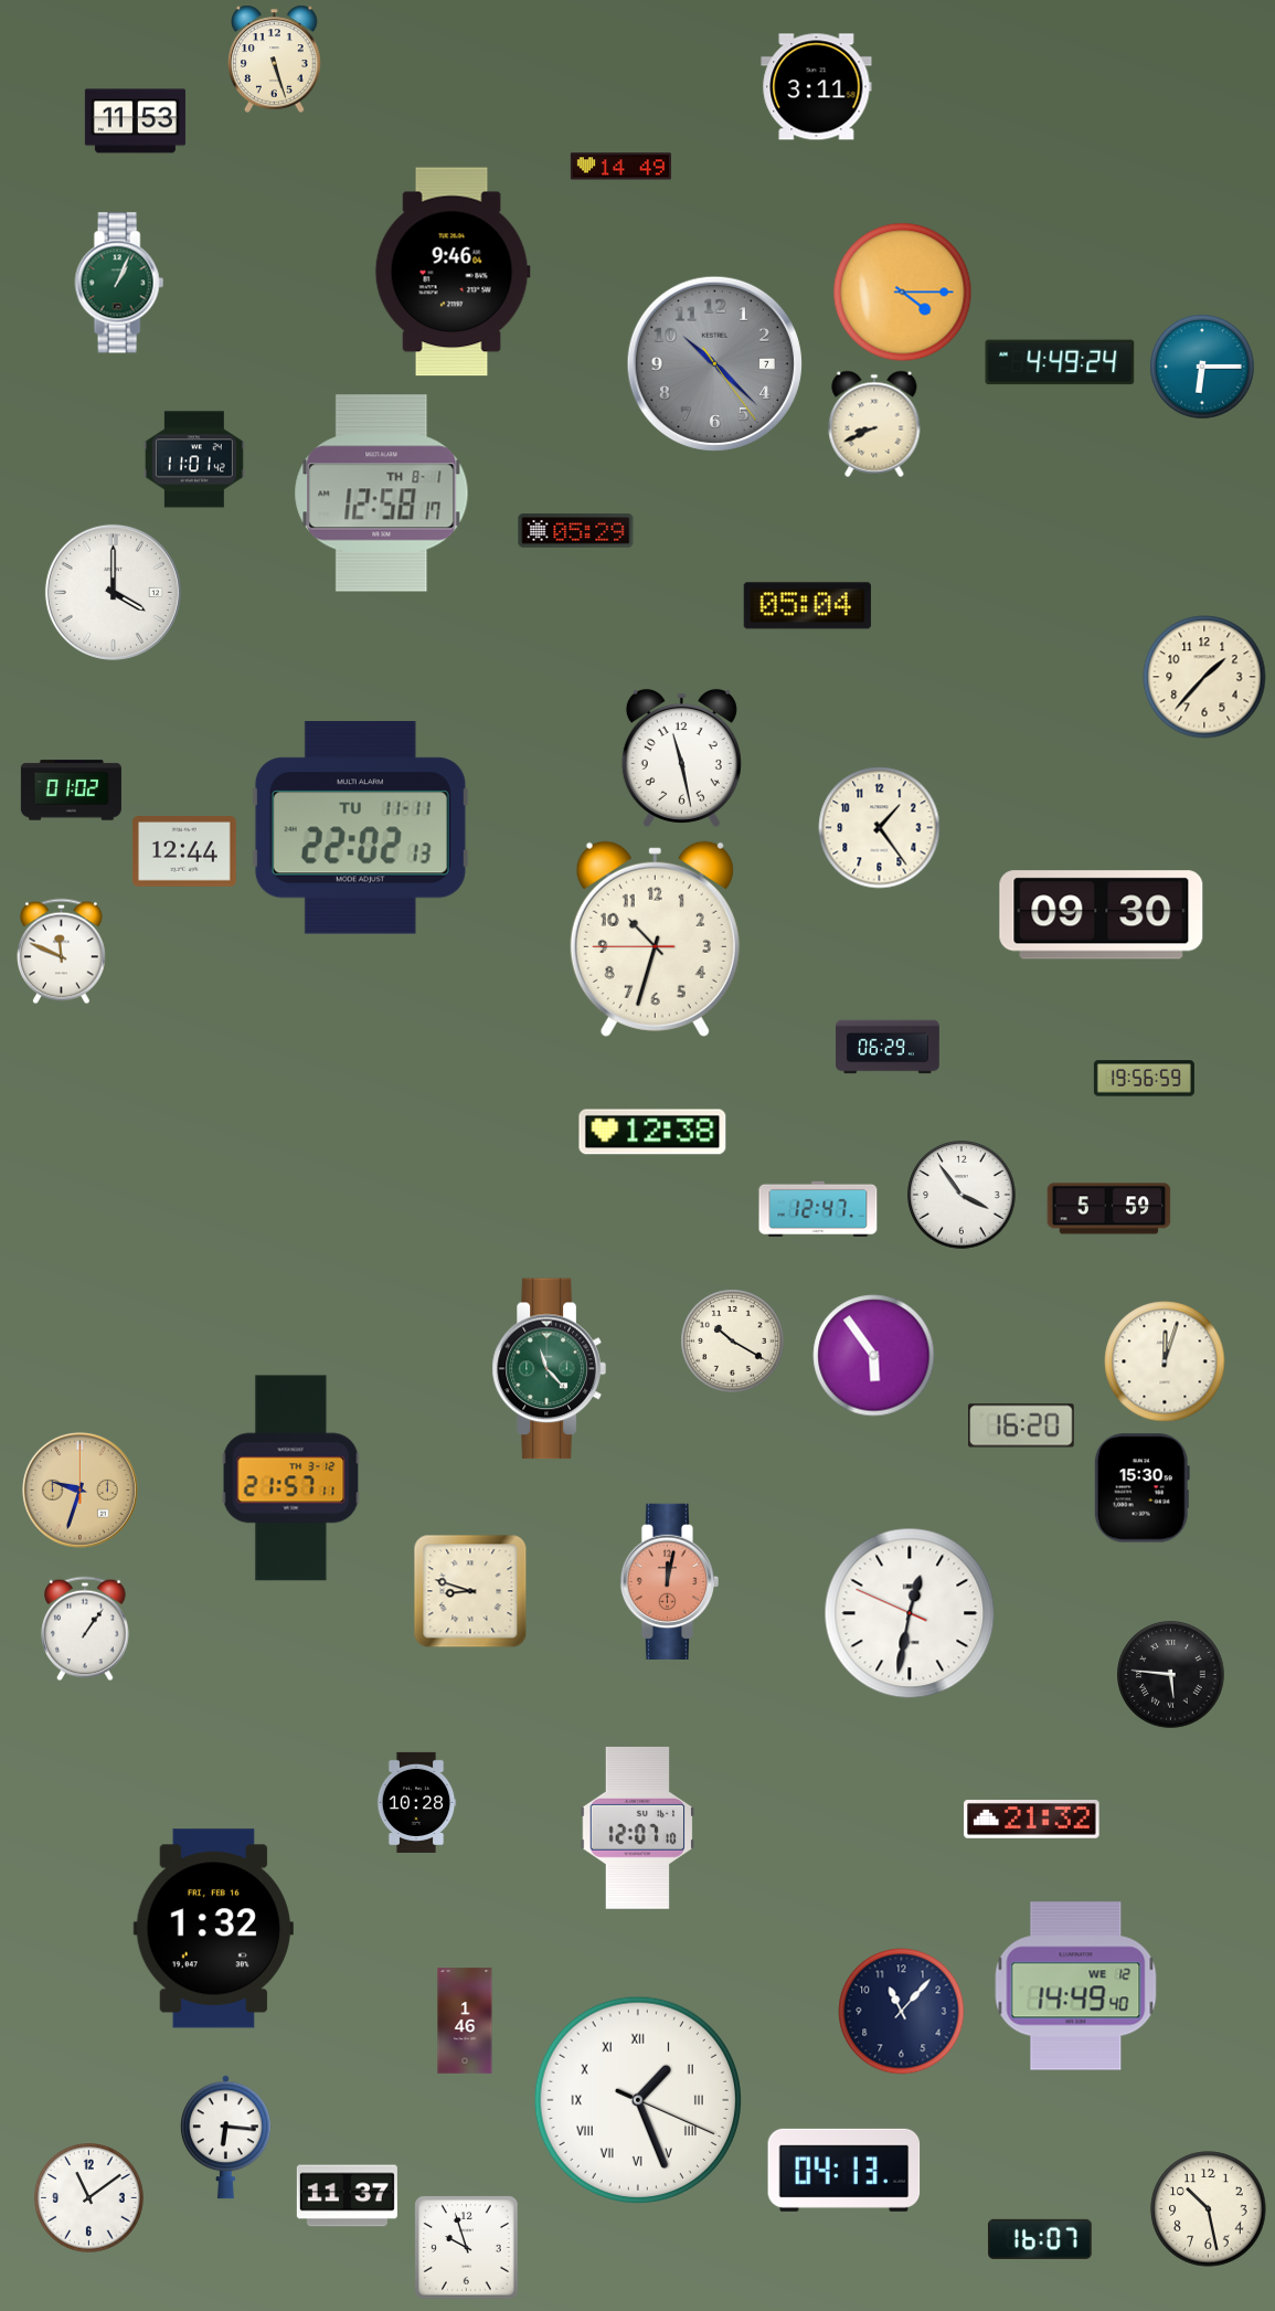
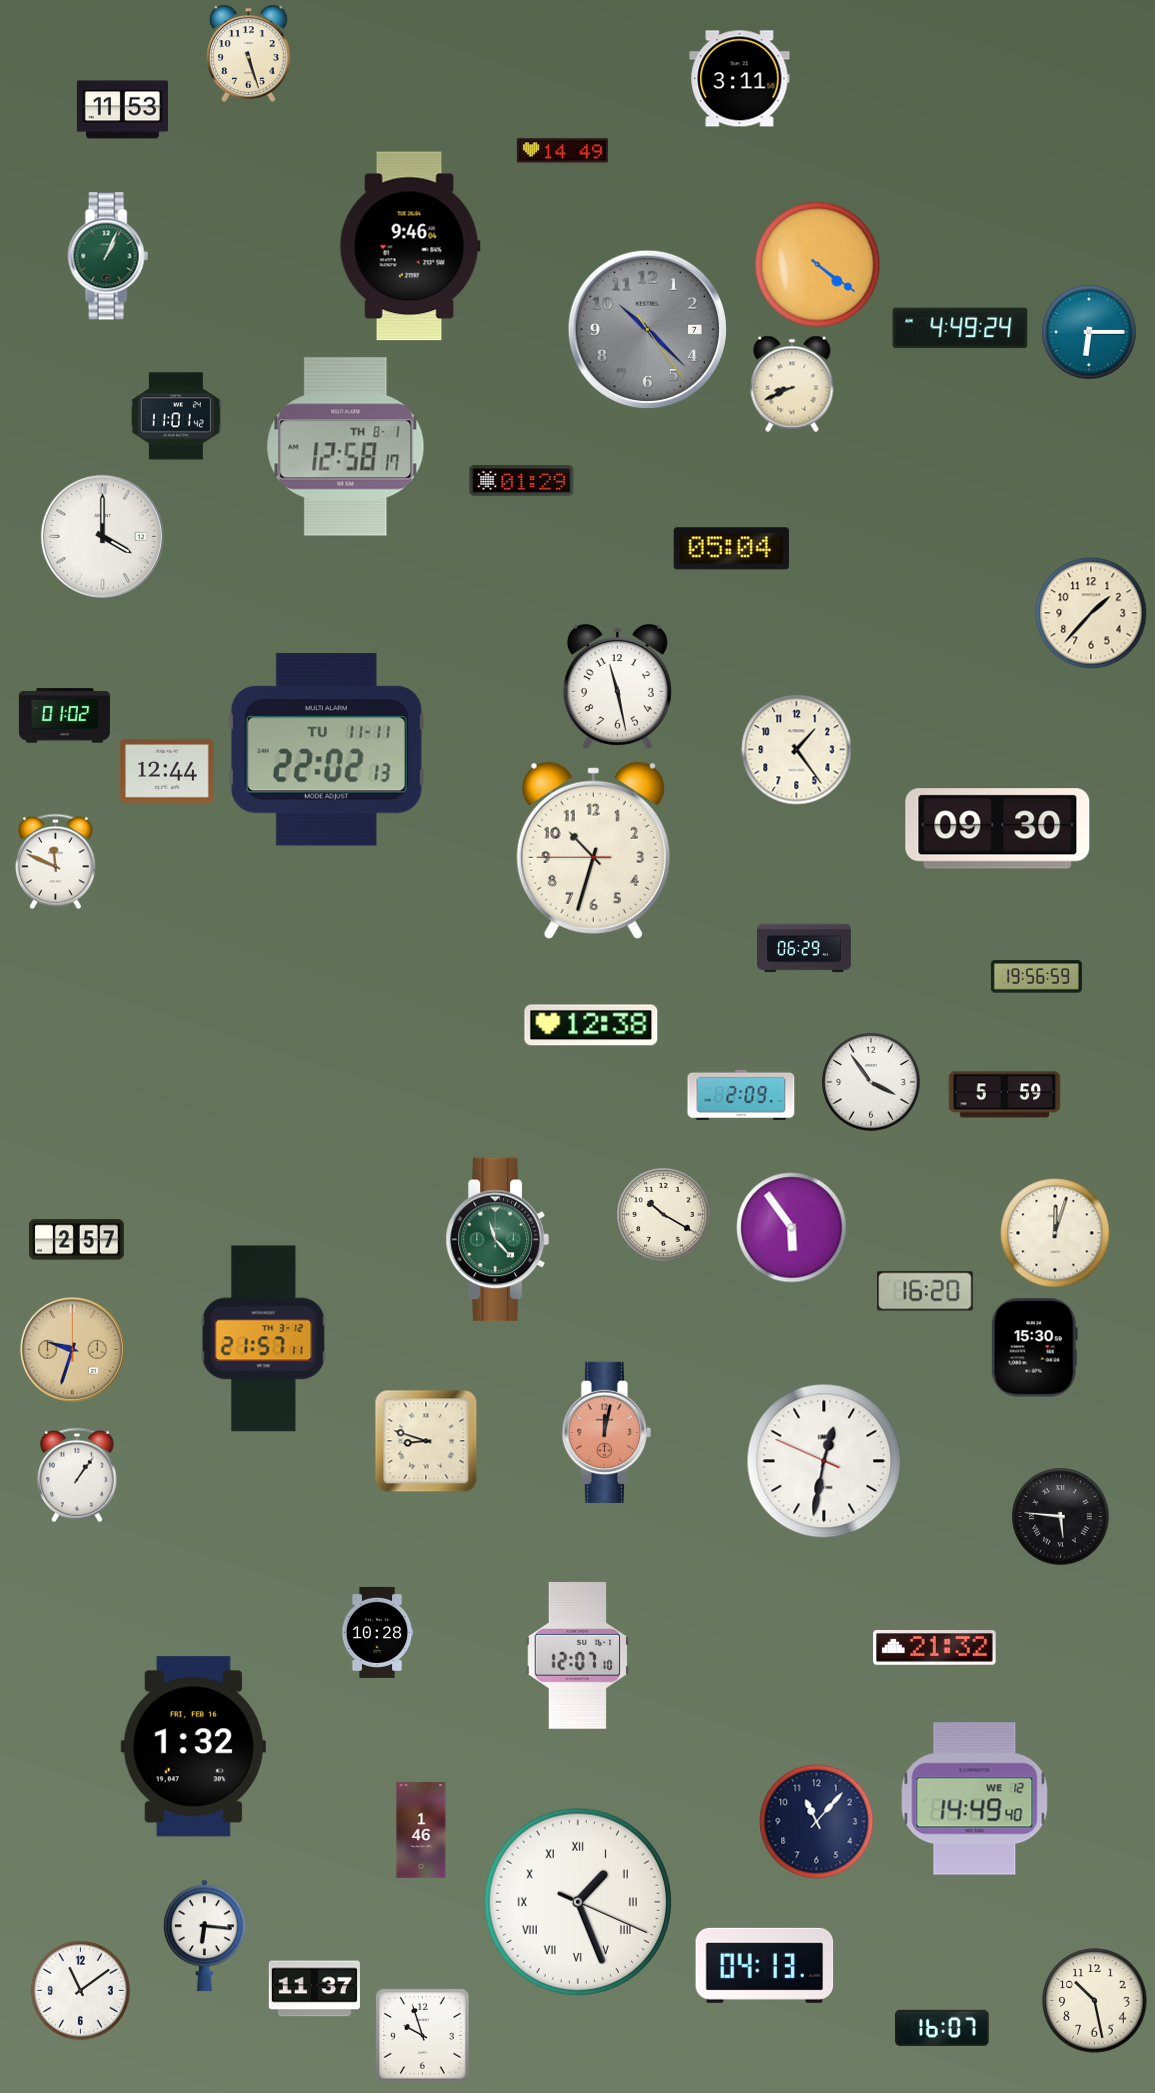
clock at (903, 293): 4:15 -> 4:21
clock at (576, 531): 05:29 -> 01:29
clock at (818, 1209): 12:47 -> 2:09
clock at (77, 1240): none -> 2:57
